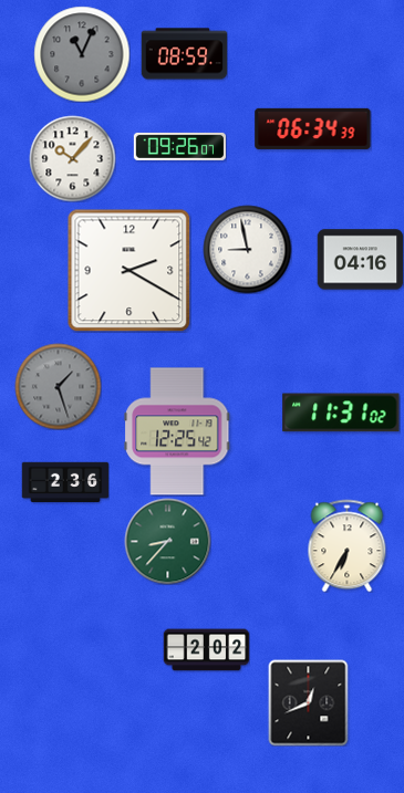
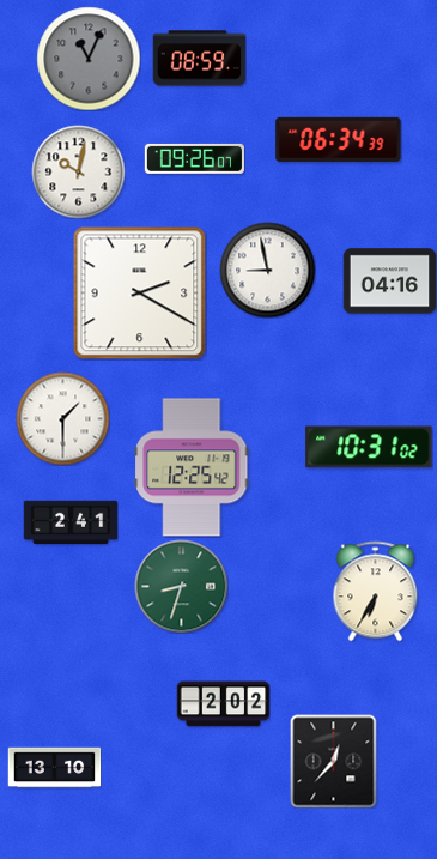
clock at (72, 158): 10:07 -> 10:02
clock at (58, 386): 1:27 -> 1:30
clock at (58, 386) dial: grey -> white
clock at (341, 413): 11:31 -> 10:31
clock at (65, 482): 2:36 -> 2:41
clock at (167, 541): 8:37 -> 8:33
clock at (309, 702): 12:41 -> 12:37
clock at (54, 768): none -> 13:10
